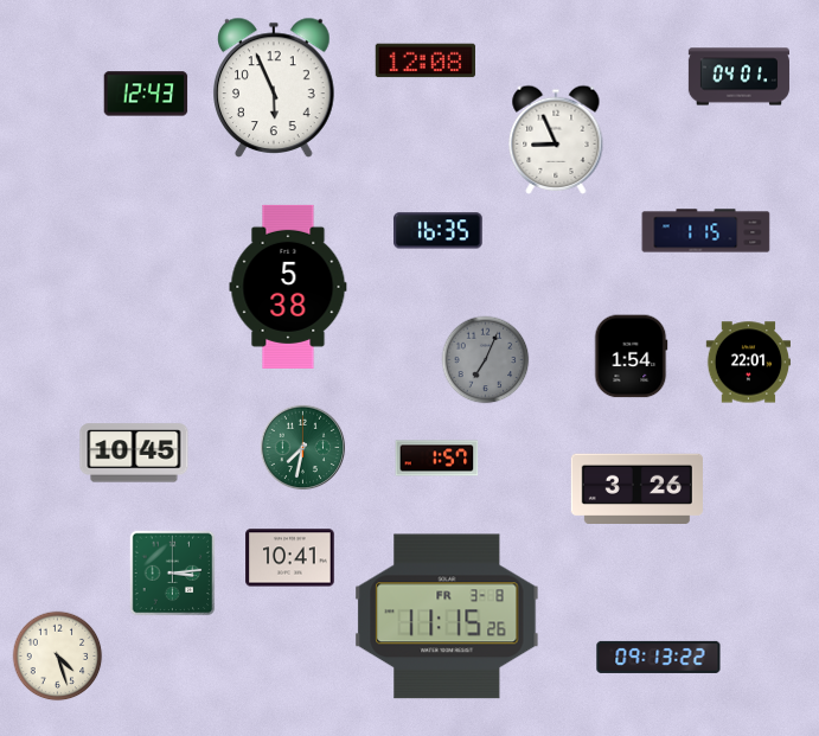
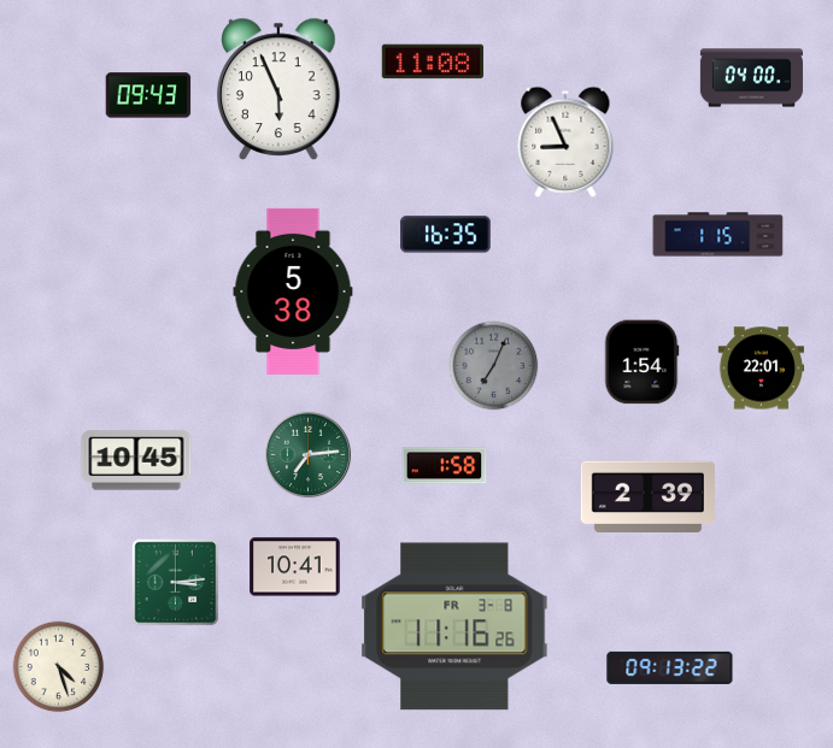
clock at (424, 60): 12:08 -> 11:08
clock at (738, 77): 04:01 -> 04:00
clock at (146, 94): 12:43 -> 09:43
clock at (303, 448): 7:32 -> 7:14
clock at (437, 459): 1:57 -> 1:58
clock at (636, 489): 3:26 -> 2:39
clock at (447, 616): 11:15 -> 11:16
